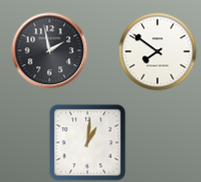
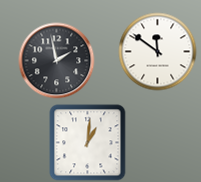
clock at (50, 51) position: (50, 51) -> (57, 61)
clock at (158, 52): 7:51 -> 11:51
